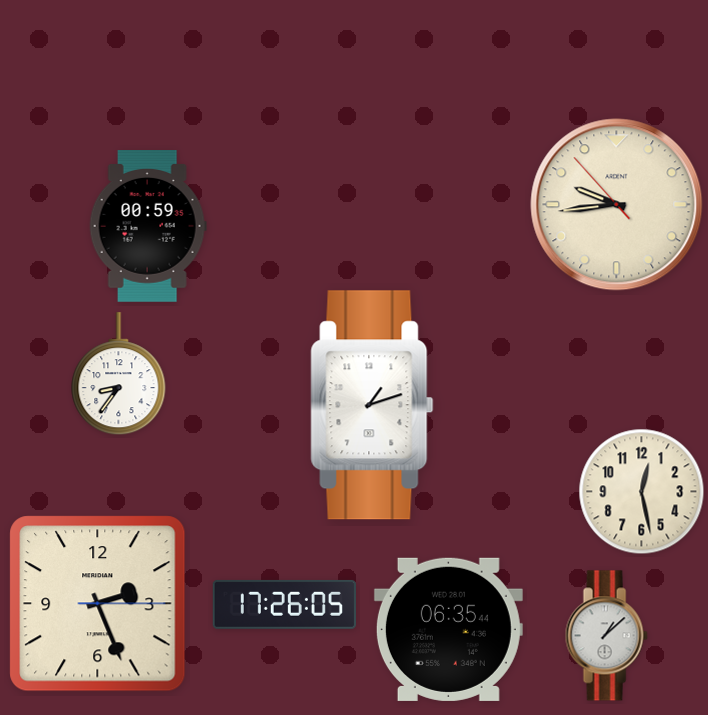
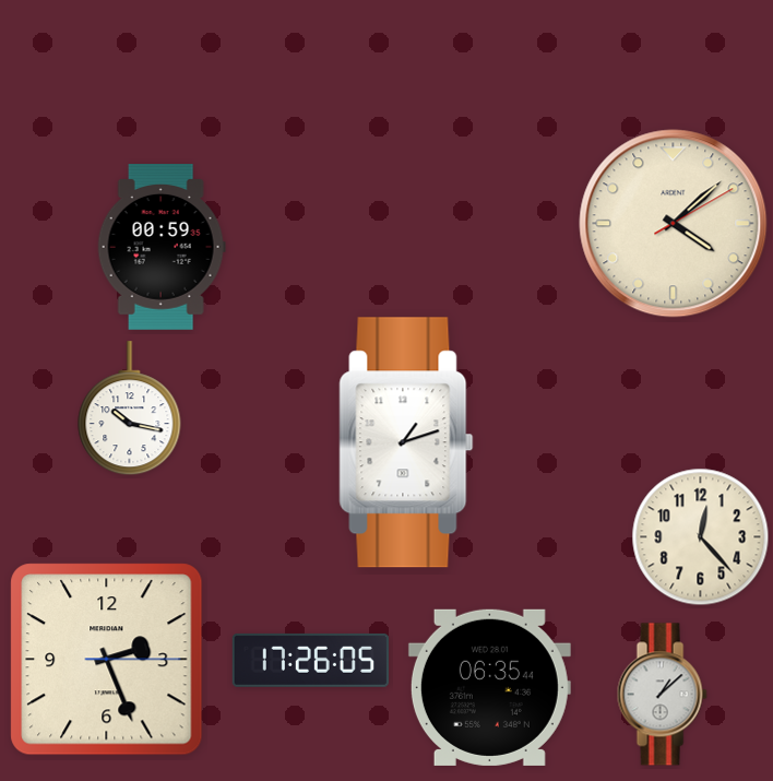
clock at (617, 205): 9:43 -> 4:08
clock at (119, 374): 8:36 -> 10:17
clock at (642, 492): 12:28 -> 12:23
